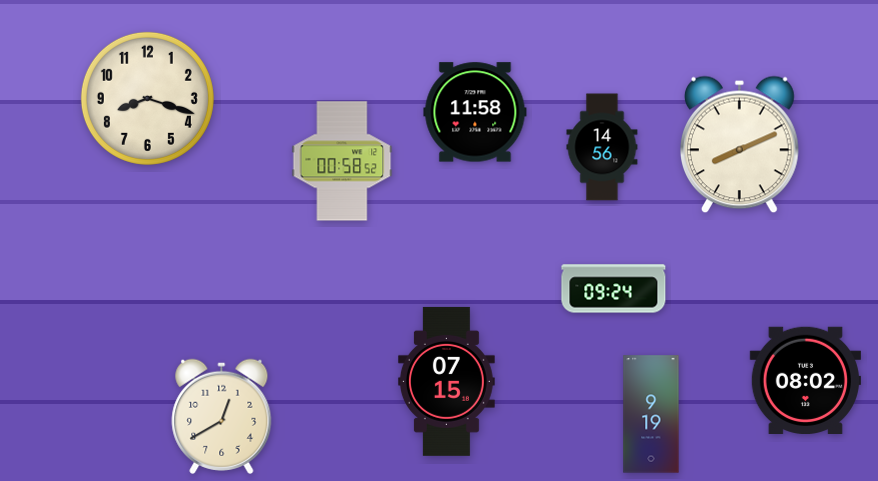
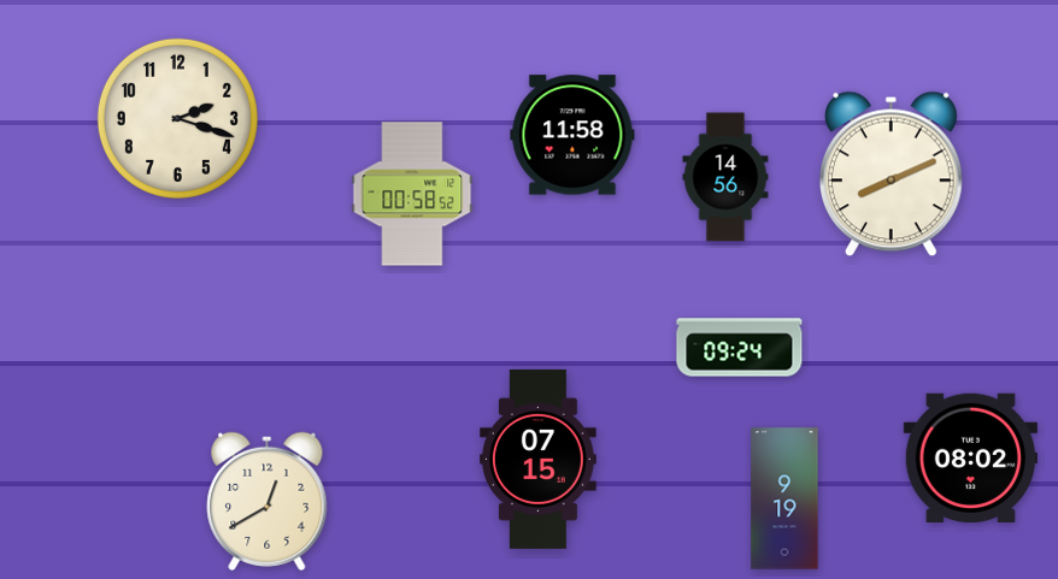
clock at (147, 98): 8:18 -> 2:18
